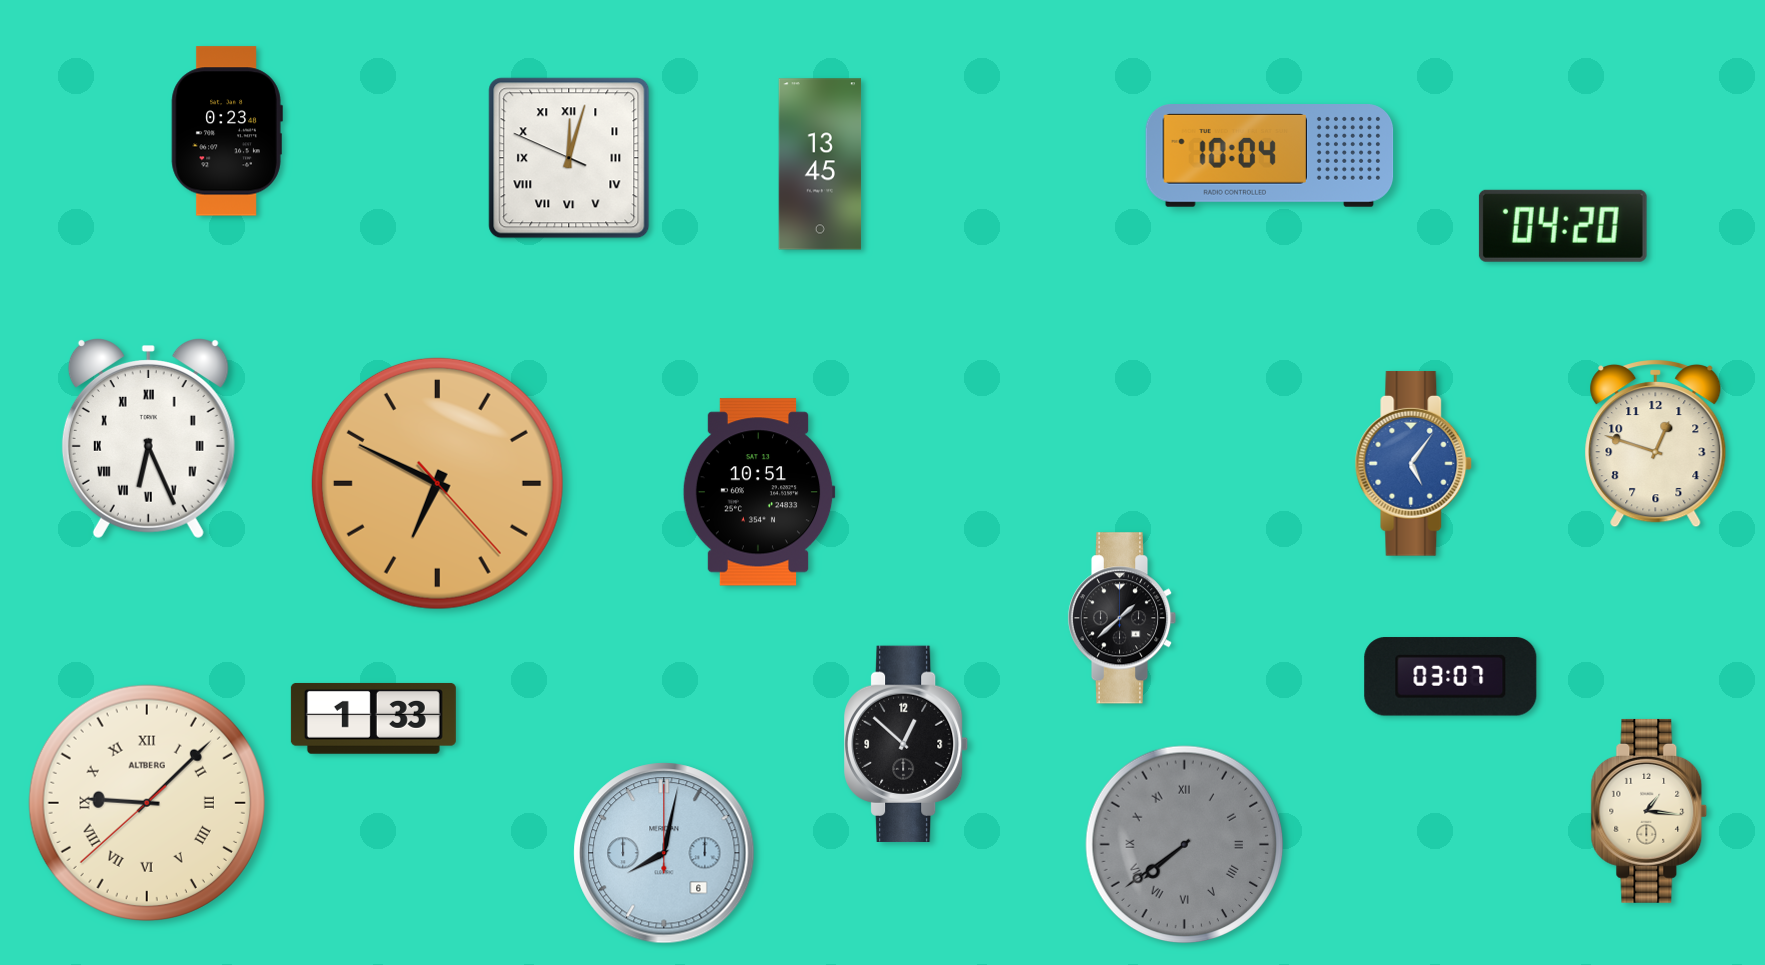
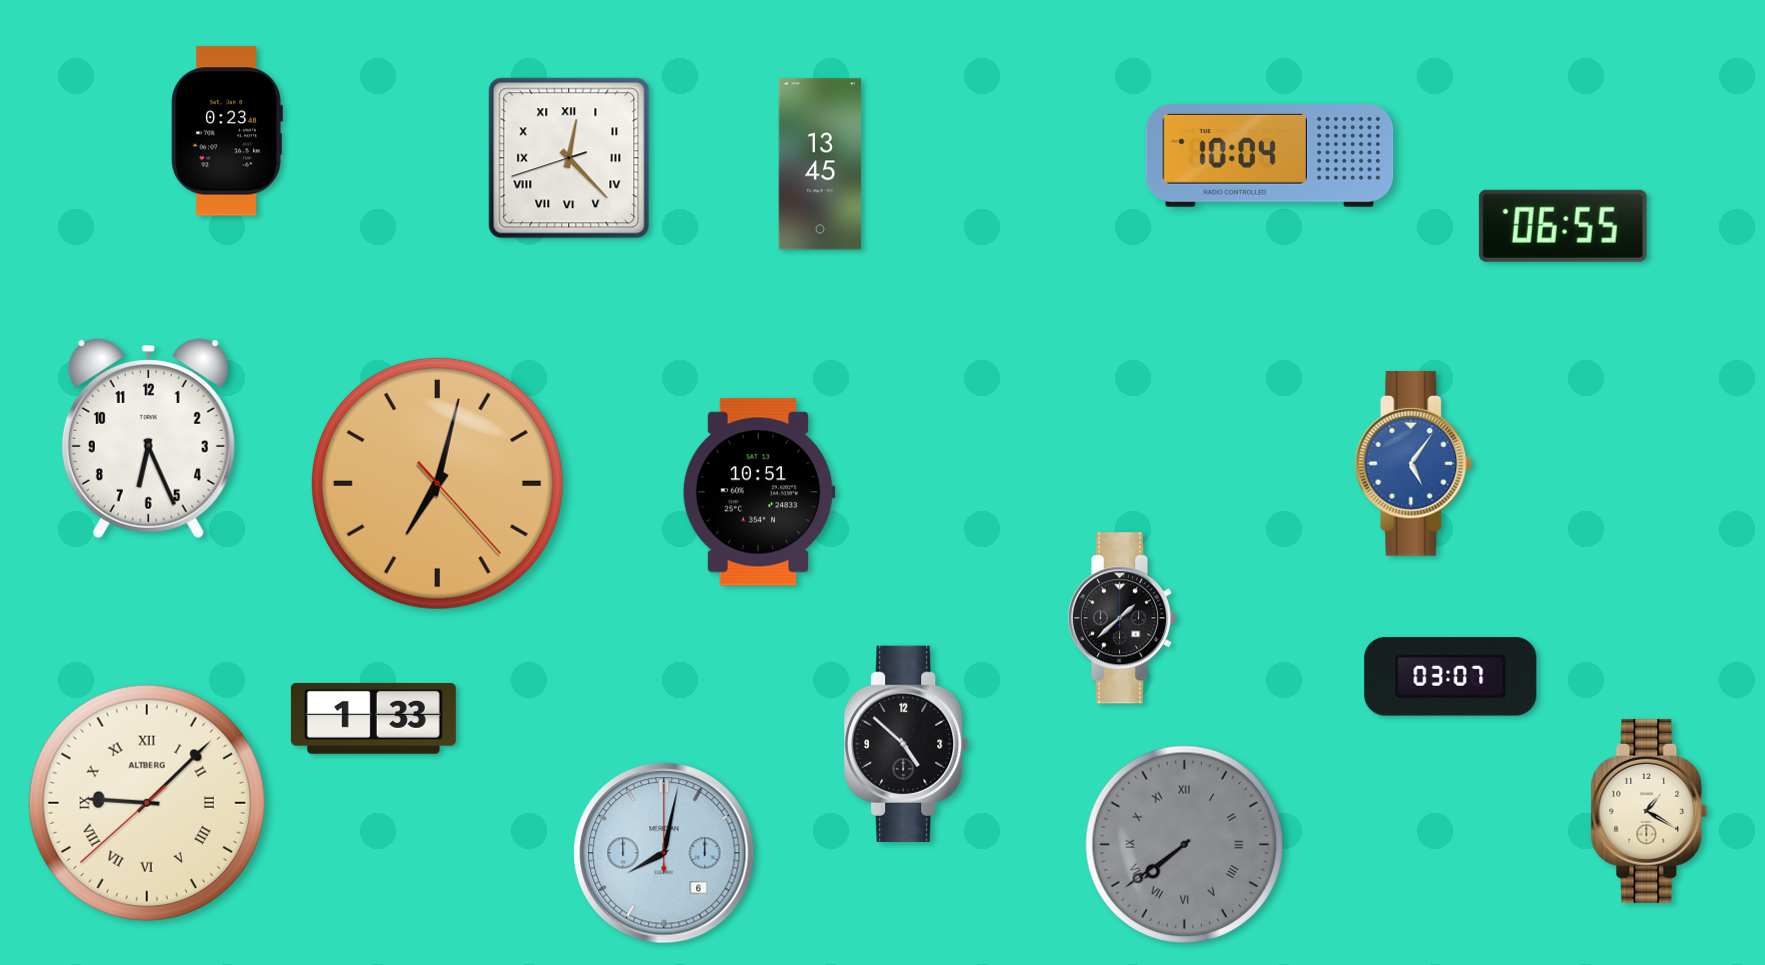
clock at (569, 158): 12:02 -> 12:22
clock at (1563, 226): 04:20 -> 06:55
clock at (148, 439) numerals: Roman -> Arabic
clock at (1656, 444): 12:48 -> none
clock at (437, 483): 6:49 -> 7:02
clock at (907, 744): 12:52 -> 4:52
clock at (1649, 811): 1:16 -> 1:20
